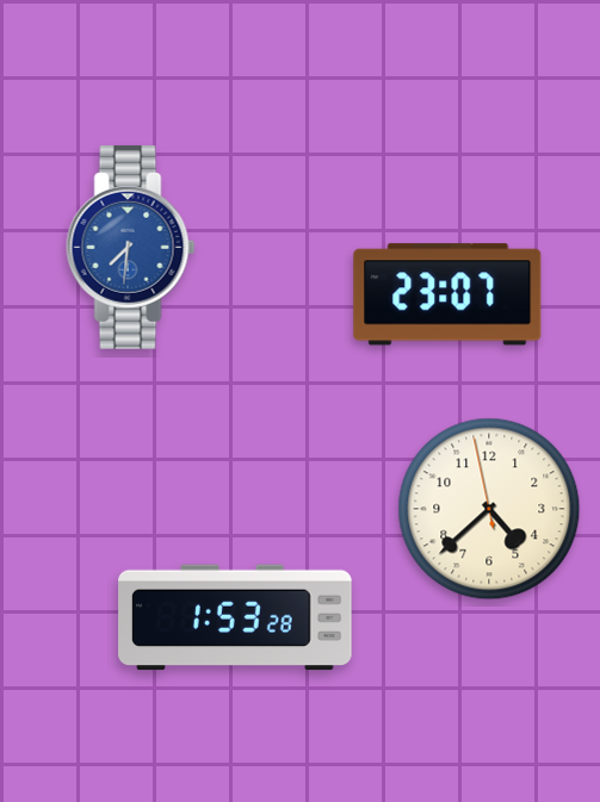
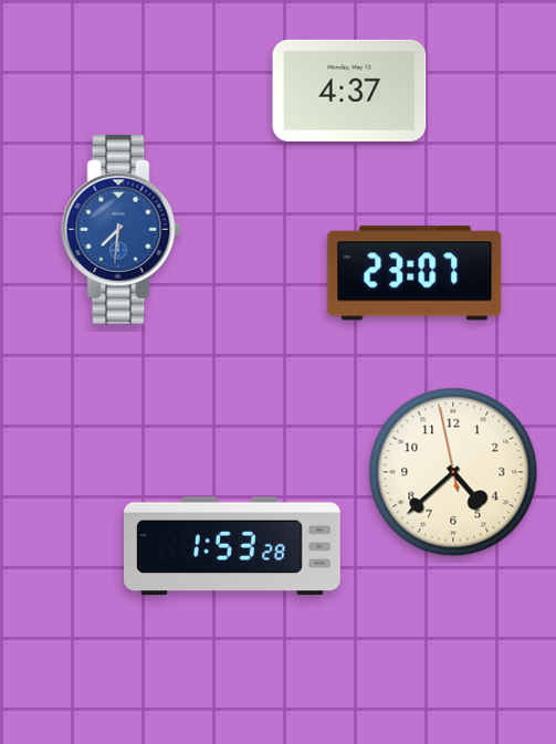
clock at (349, 91): none -> 4:37
clock at (235, 617) position: (235, 617) -> (232, 546)
